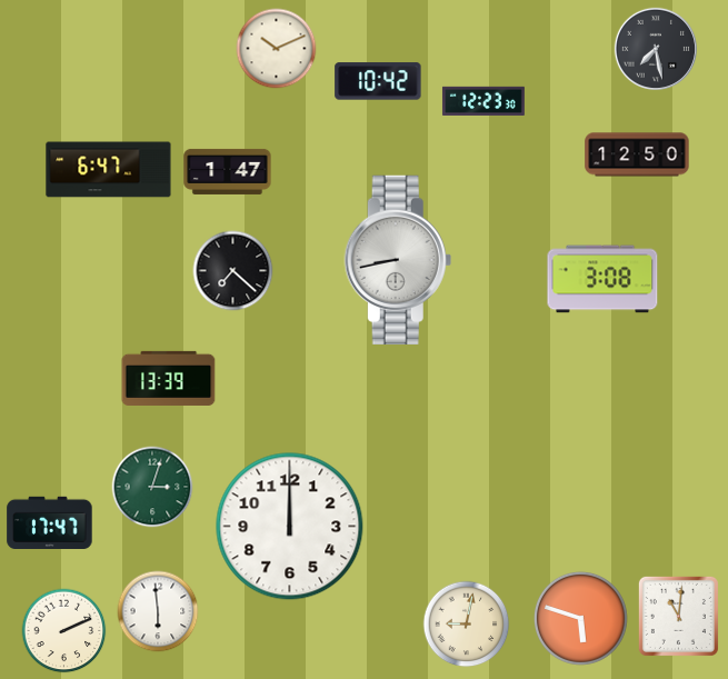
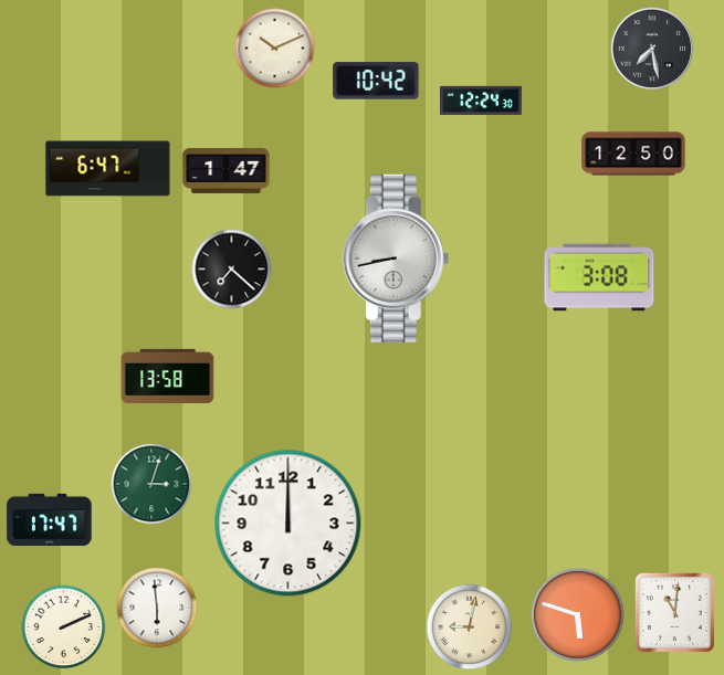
clock at (483, 100): 12:23 -> 12:24
clock at (169, 378): 13:39 -> 13:58
clock at (467, 625) position: (467, 625) -> (470, 627)
